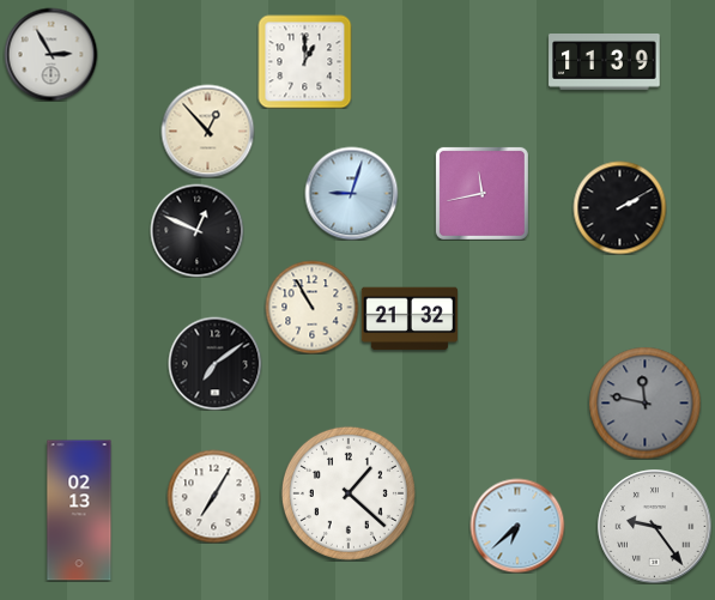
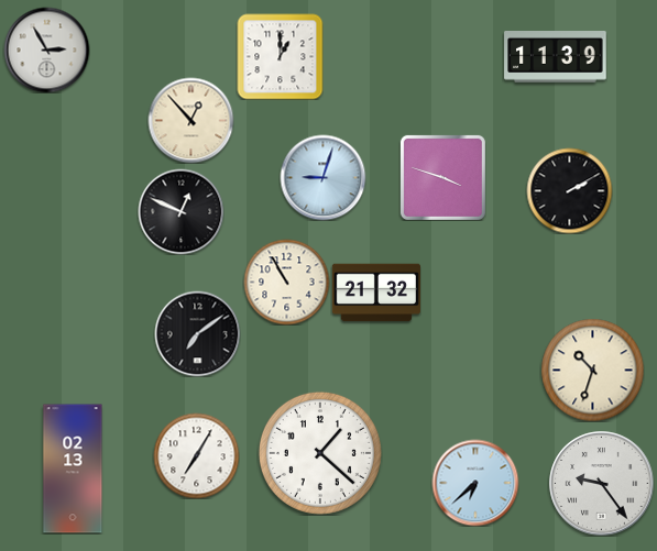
clock at (481, 193): 11:43 -> 3:48
clock at (644, 402): 11:47 -> 10:33
clock at (644, 402) dial: grey -> cream
